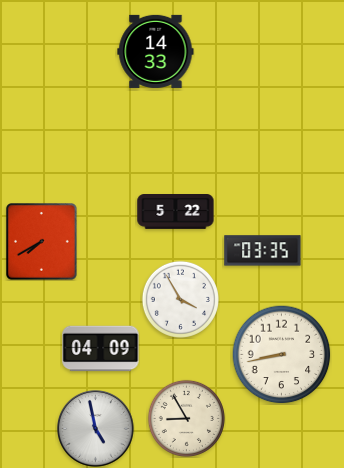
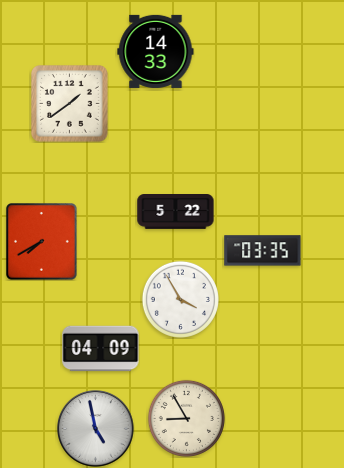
clock at (70, 104): none -> 1:39
clock at (282, 355): 8:43 -> none
